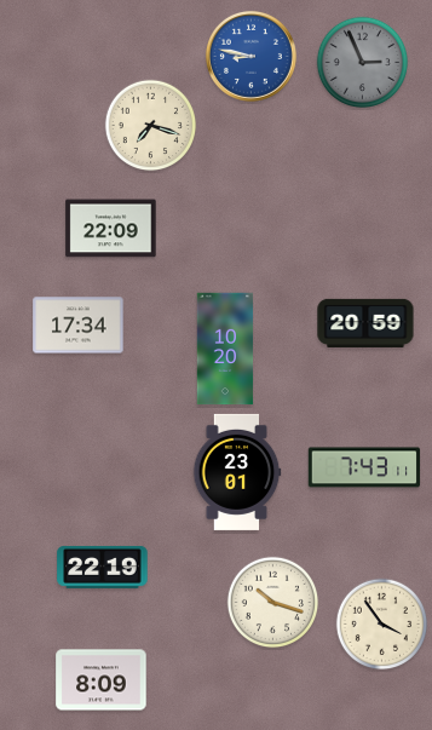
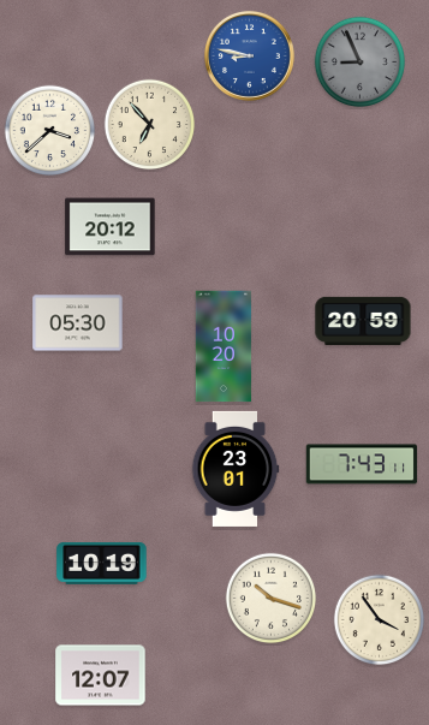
clock at (363, 63): 2:56 -> 8:56
clock at (151, 126): 7:18 -> 6:53
clock at (50, 131): none -> 3:38
clock at (111, 229): 22:09 -> 20:12
clock at (79, 326): 17:34 -> 05:30
clock at (103, 567): 22:19 -> 10:19
clock at (102, 680): 8:09 -> 12:07
